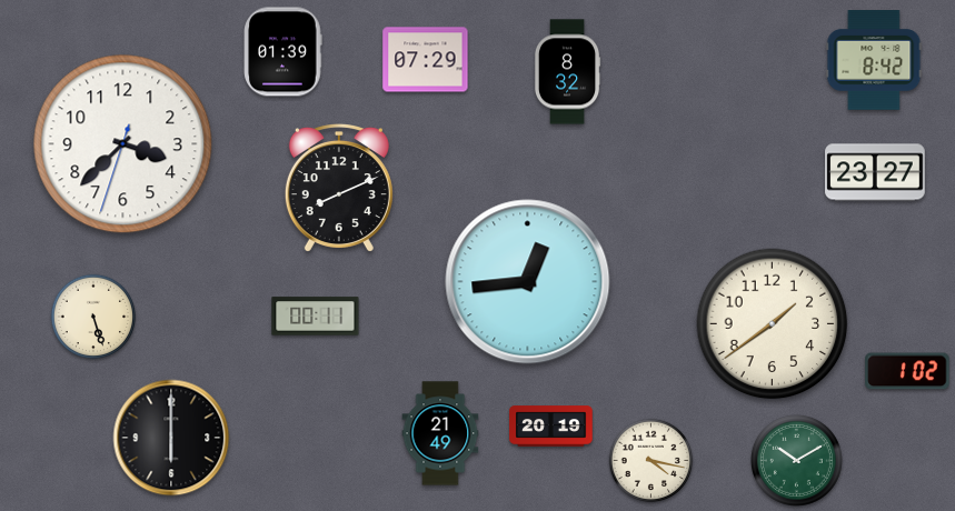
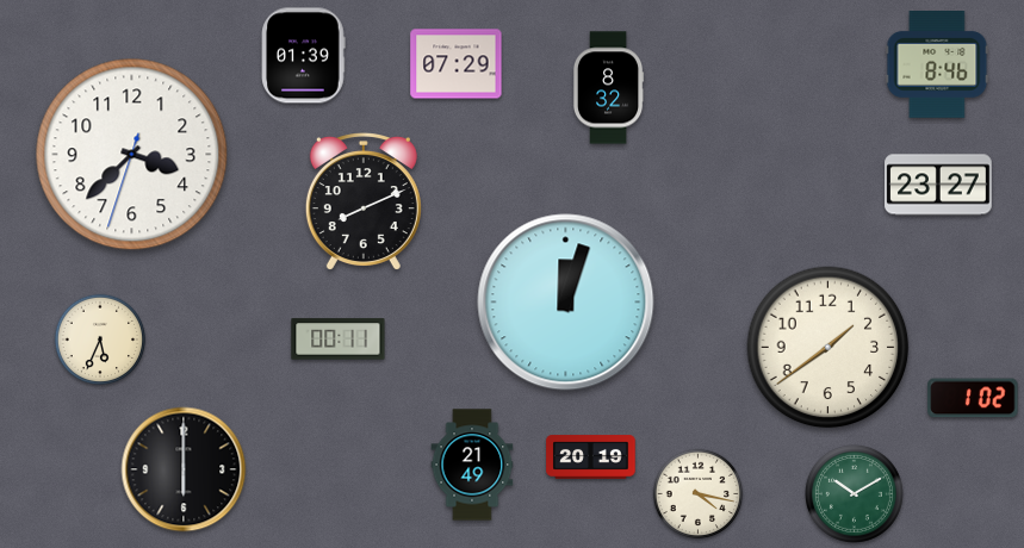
clock at (874, 61): 8:42 -> 8:46
clock at (567, 72) position: (567, 72) -> (608, 88)
clock at (528, 282): 12:44 -> 12:03
clock at (93, 317): 5:27 -> 5:34
